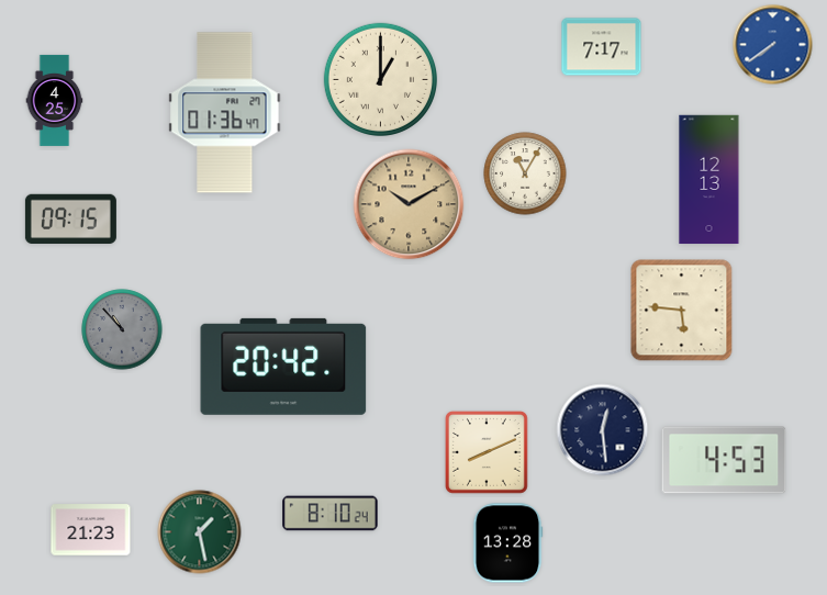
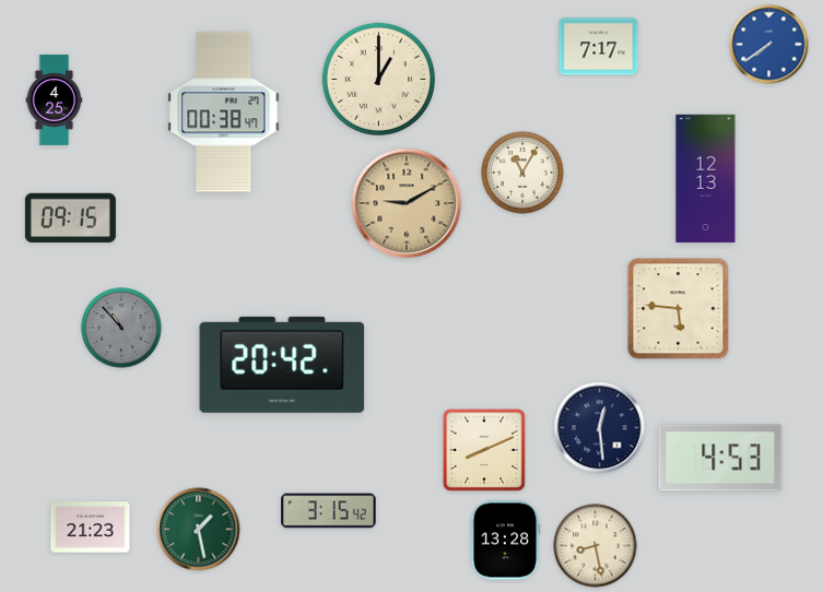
clock at (225, 113): 01:36 -> 00:38
clock at (409, 204): 10:10 -> 9:10
clock at (331, 514): 8:10 -> 3:15
clock at (596, 546): none -> 8:28
